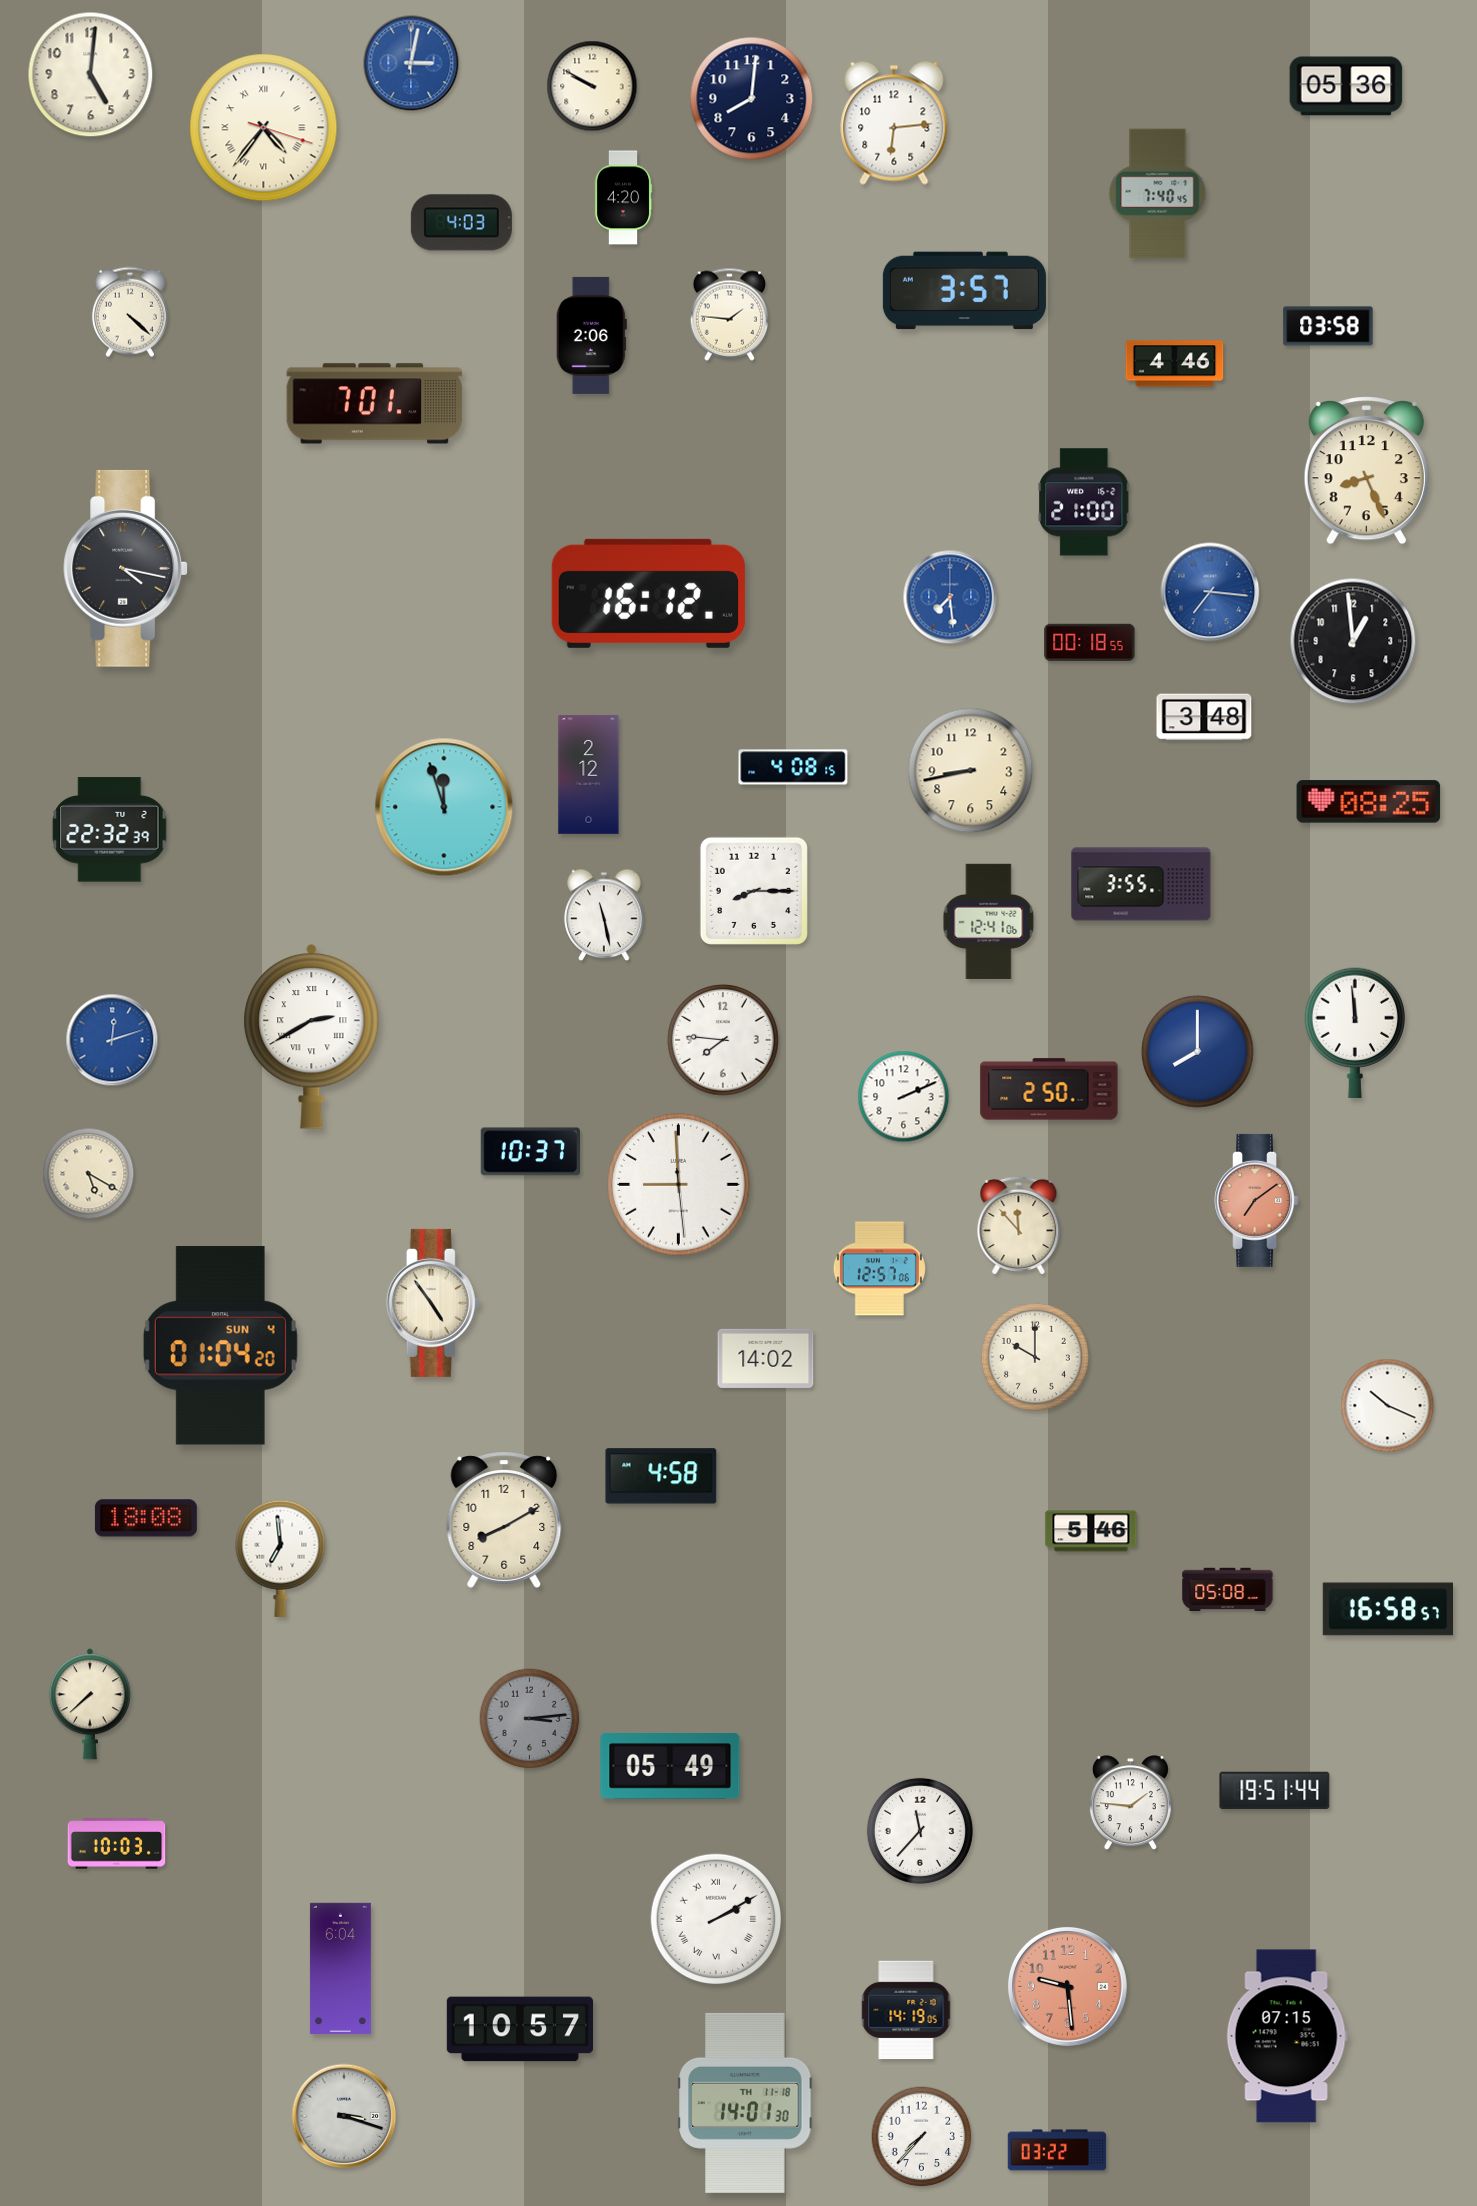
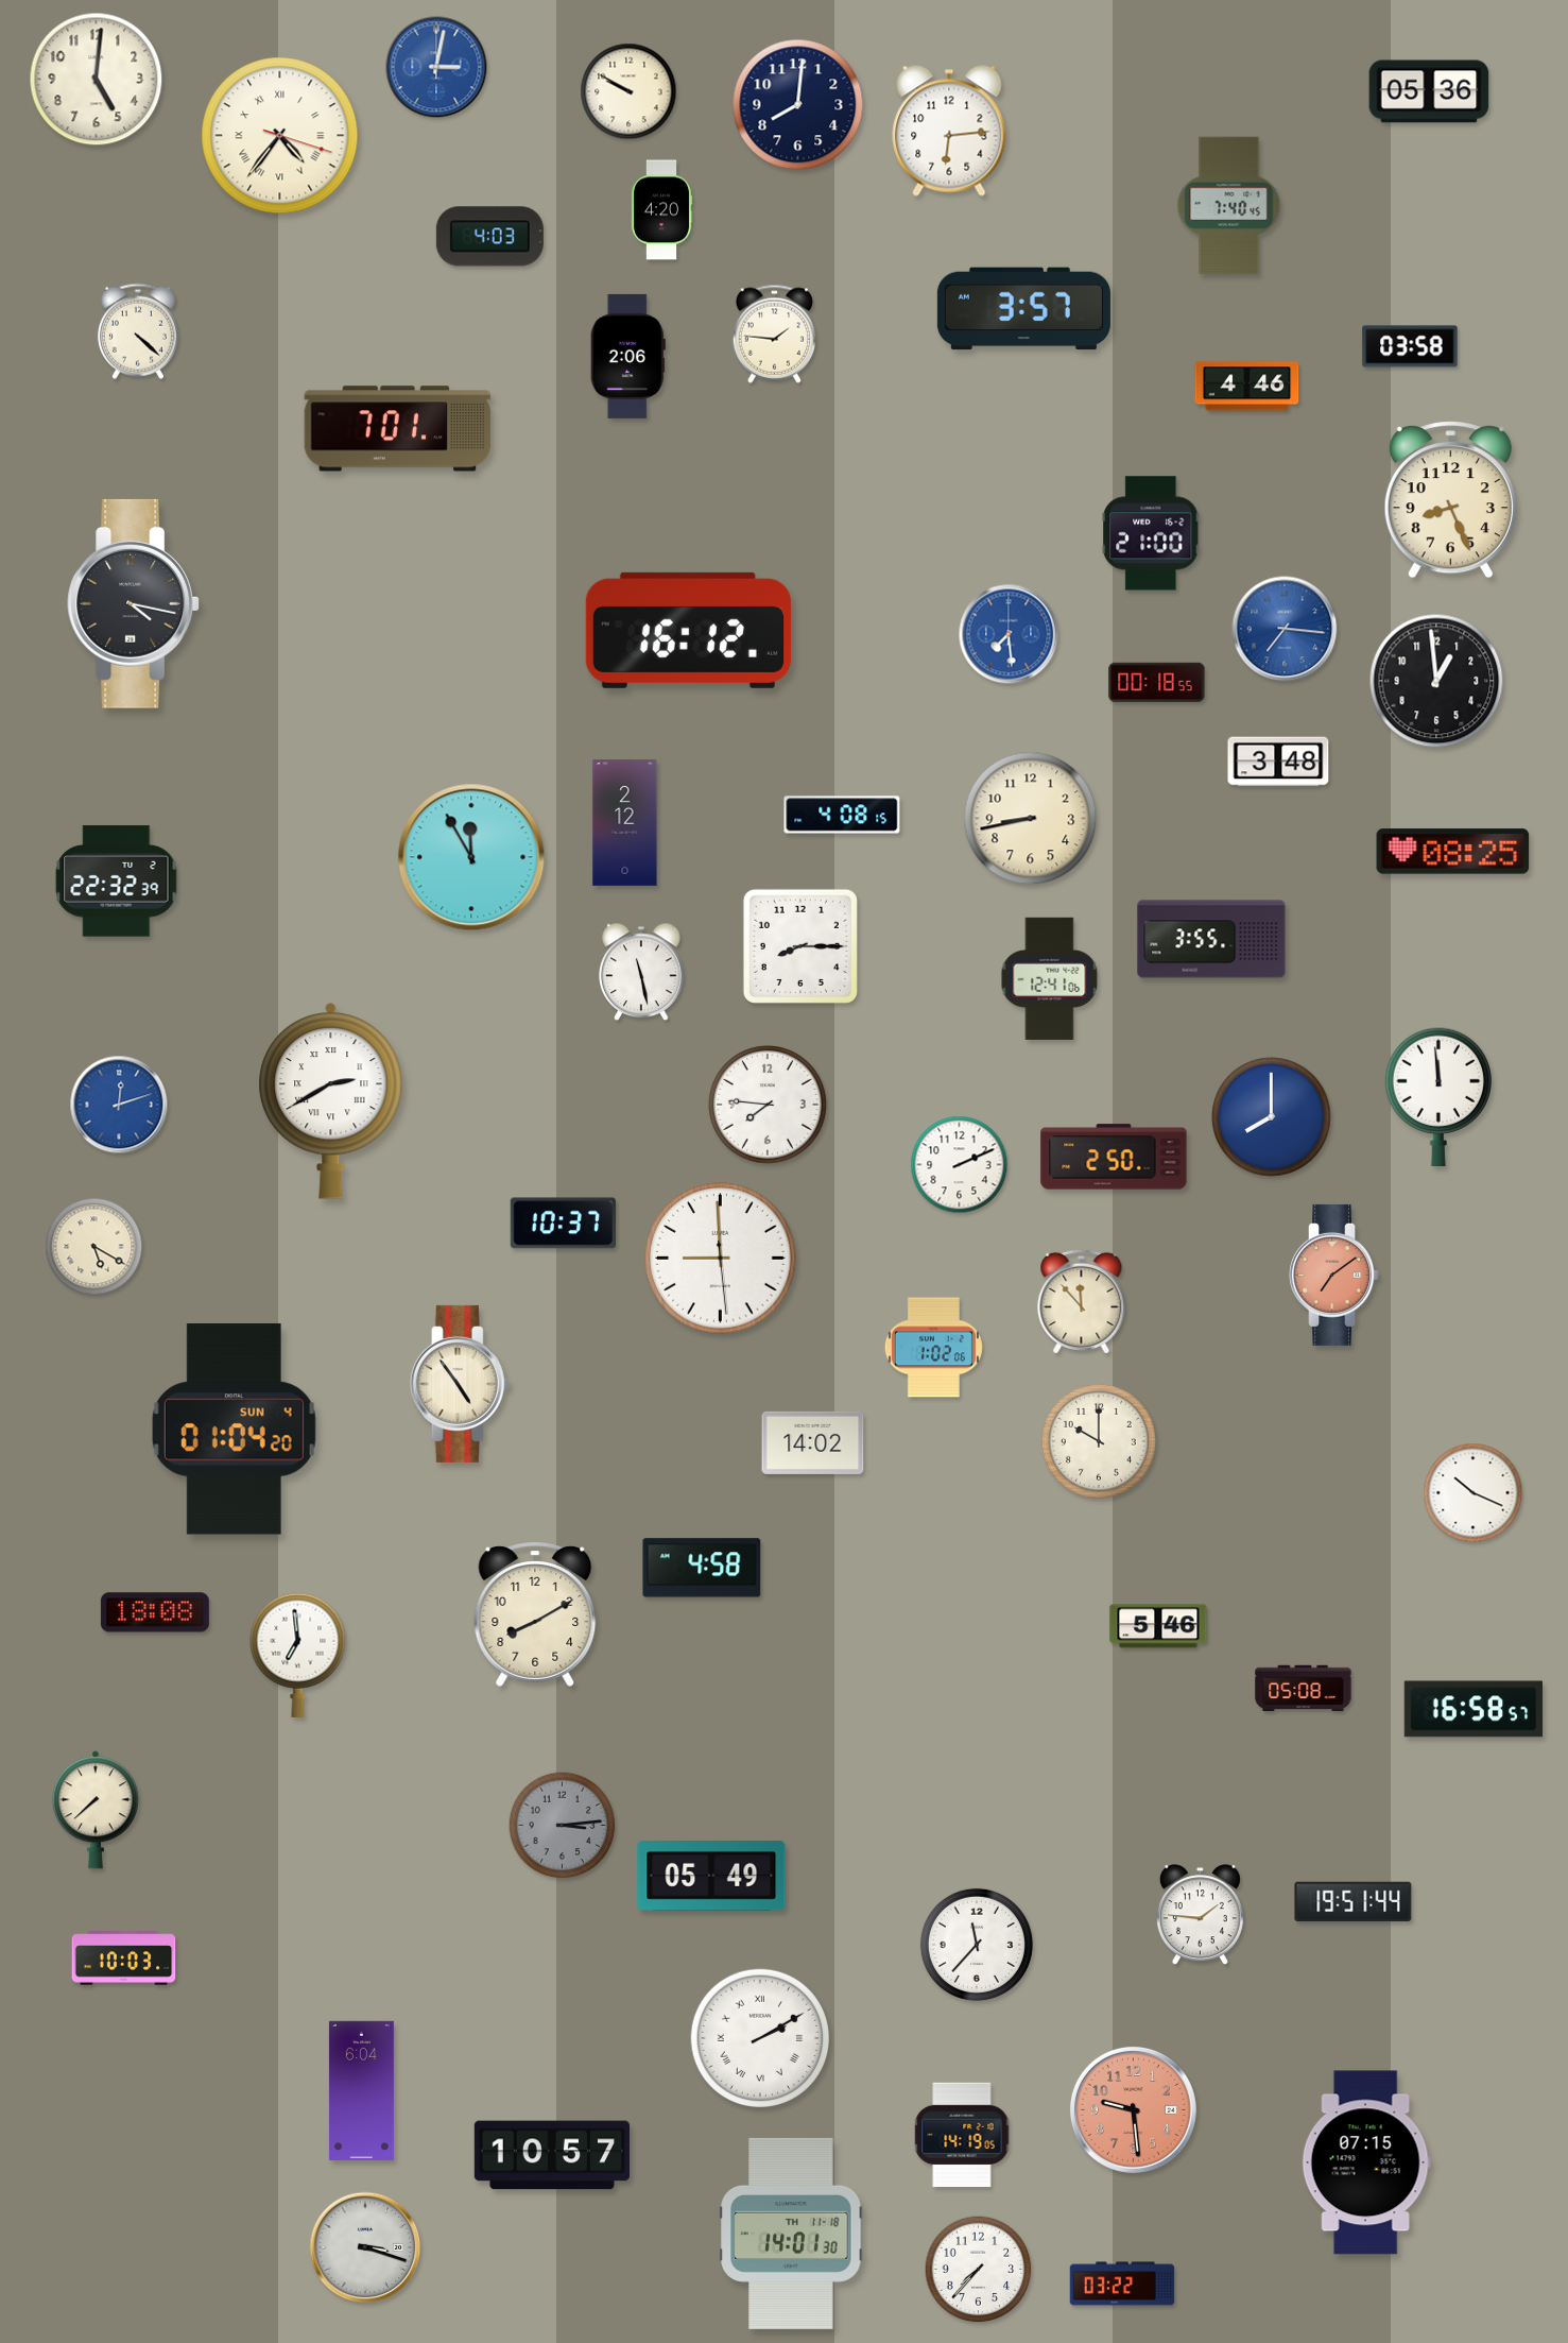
clock at (444, 807): 11:57 -> 11:55
clock at (879, 1269): 12:57 -> 1:02
